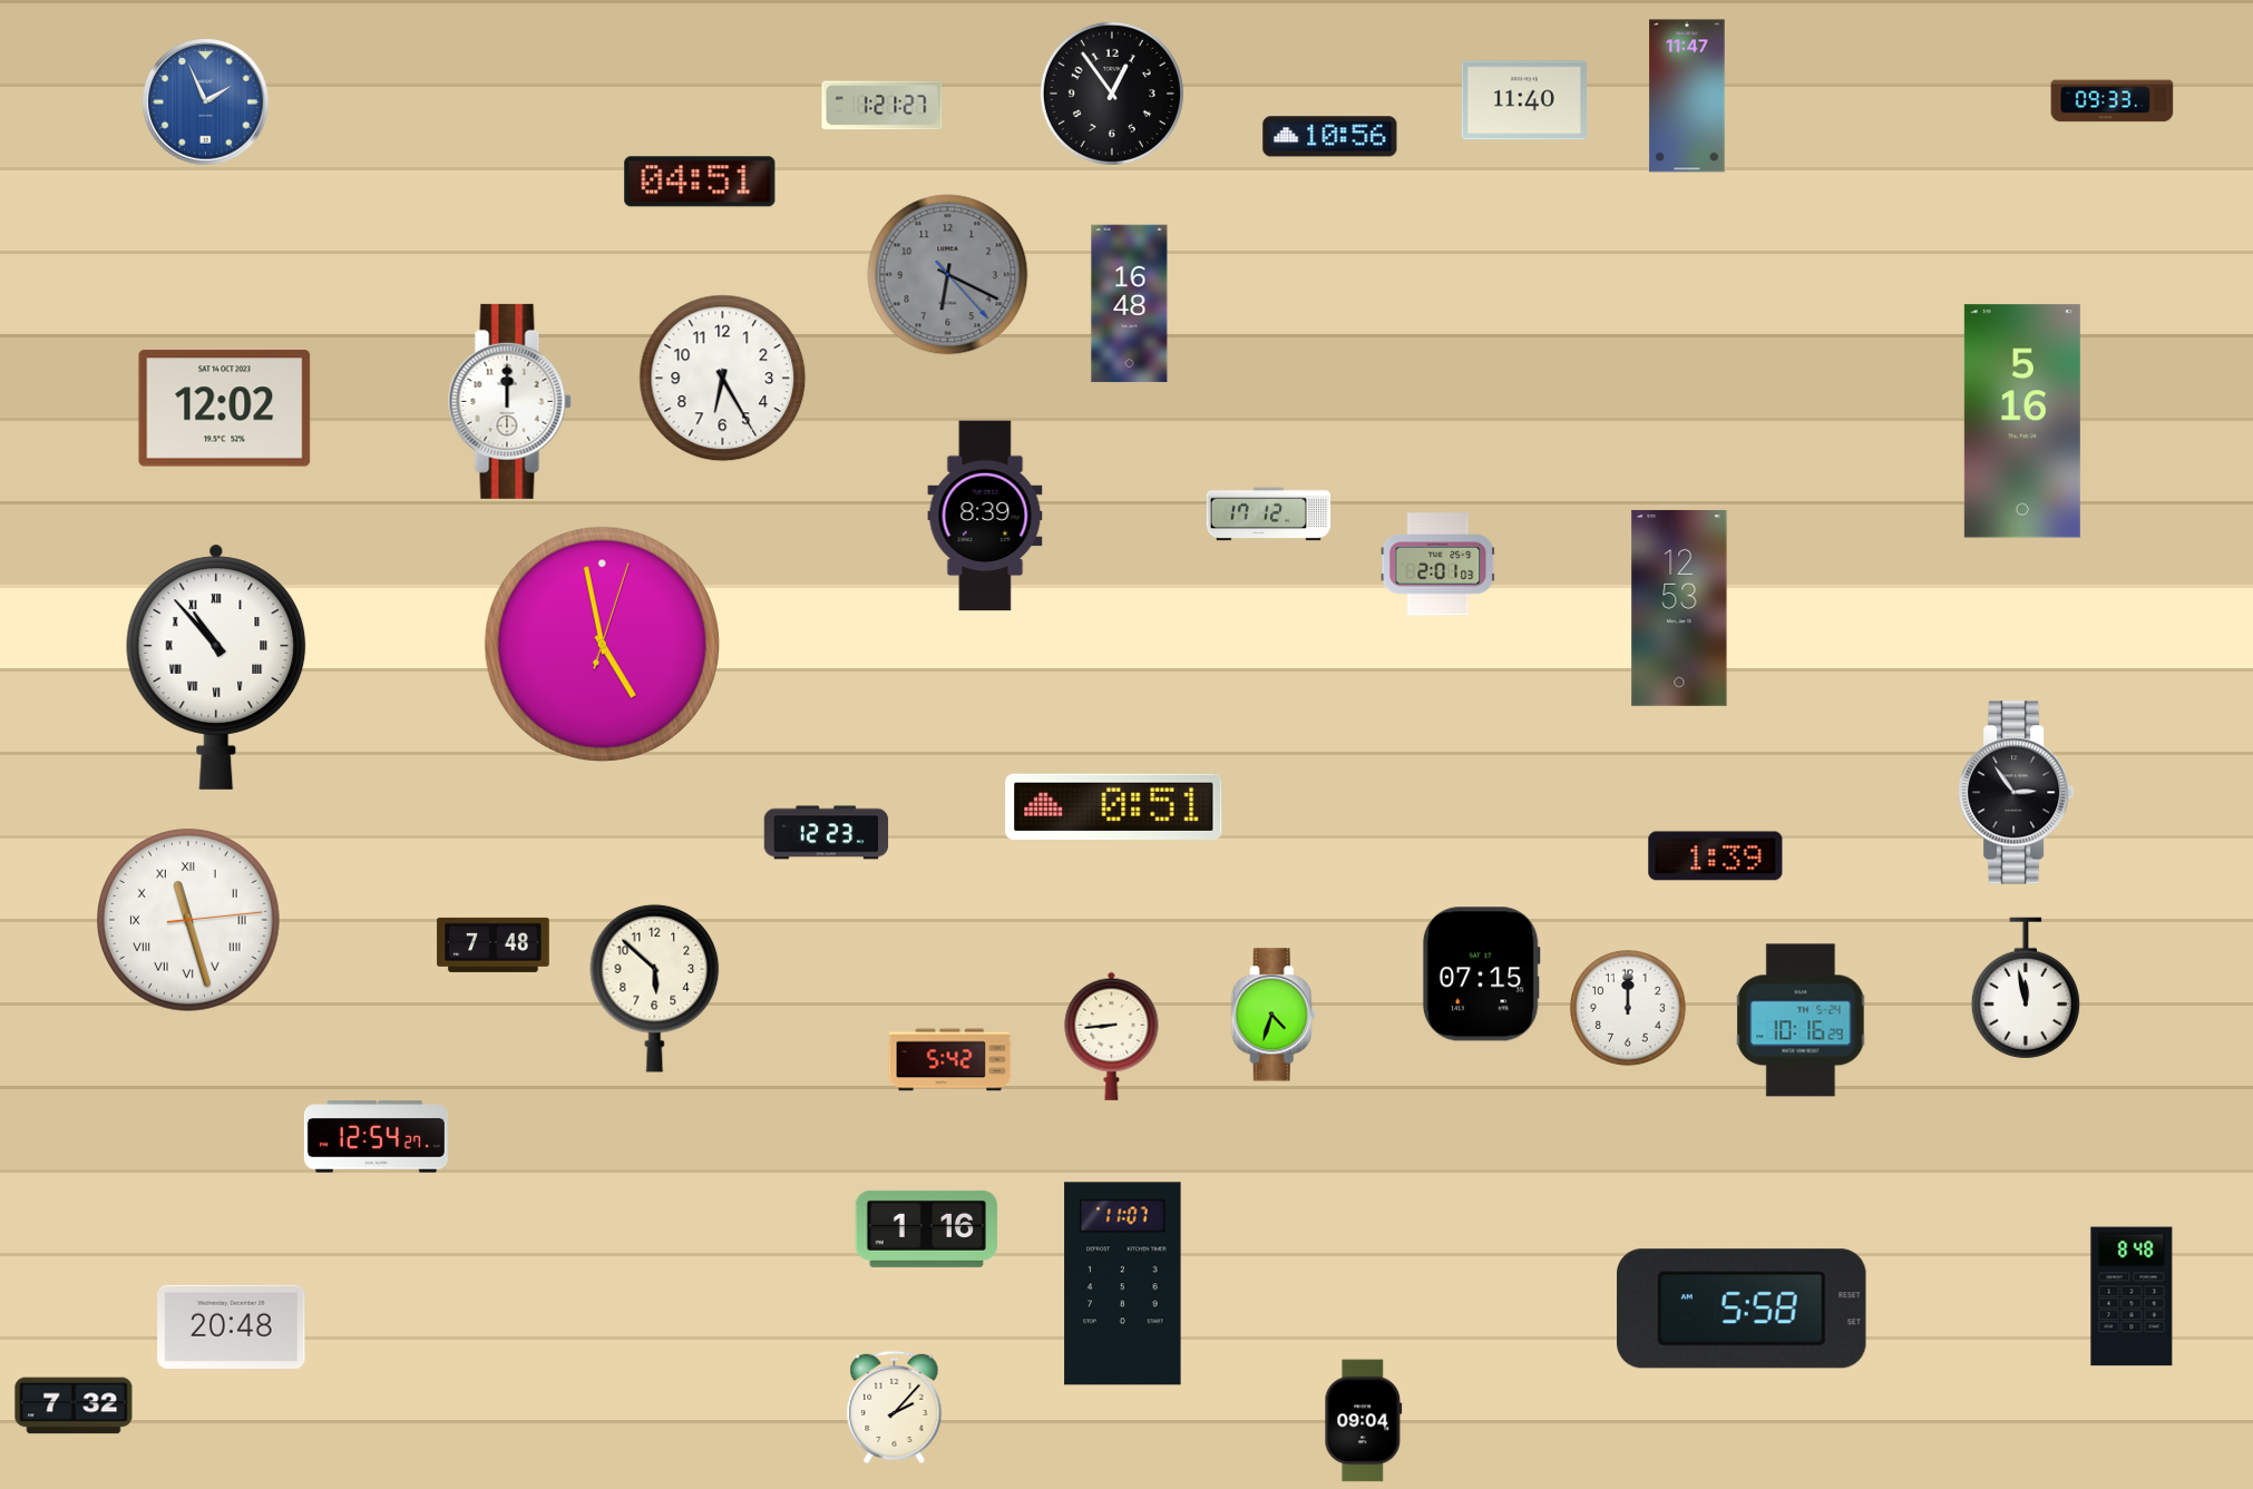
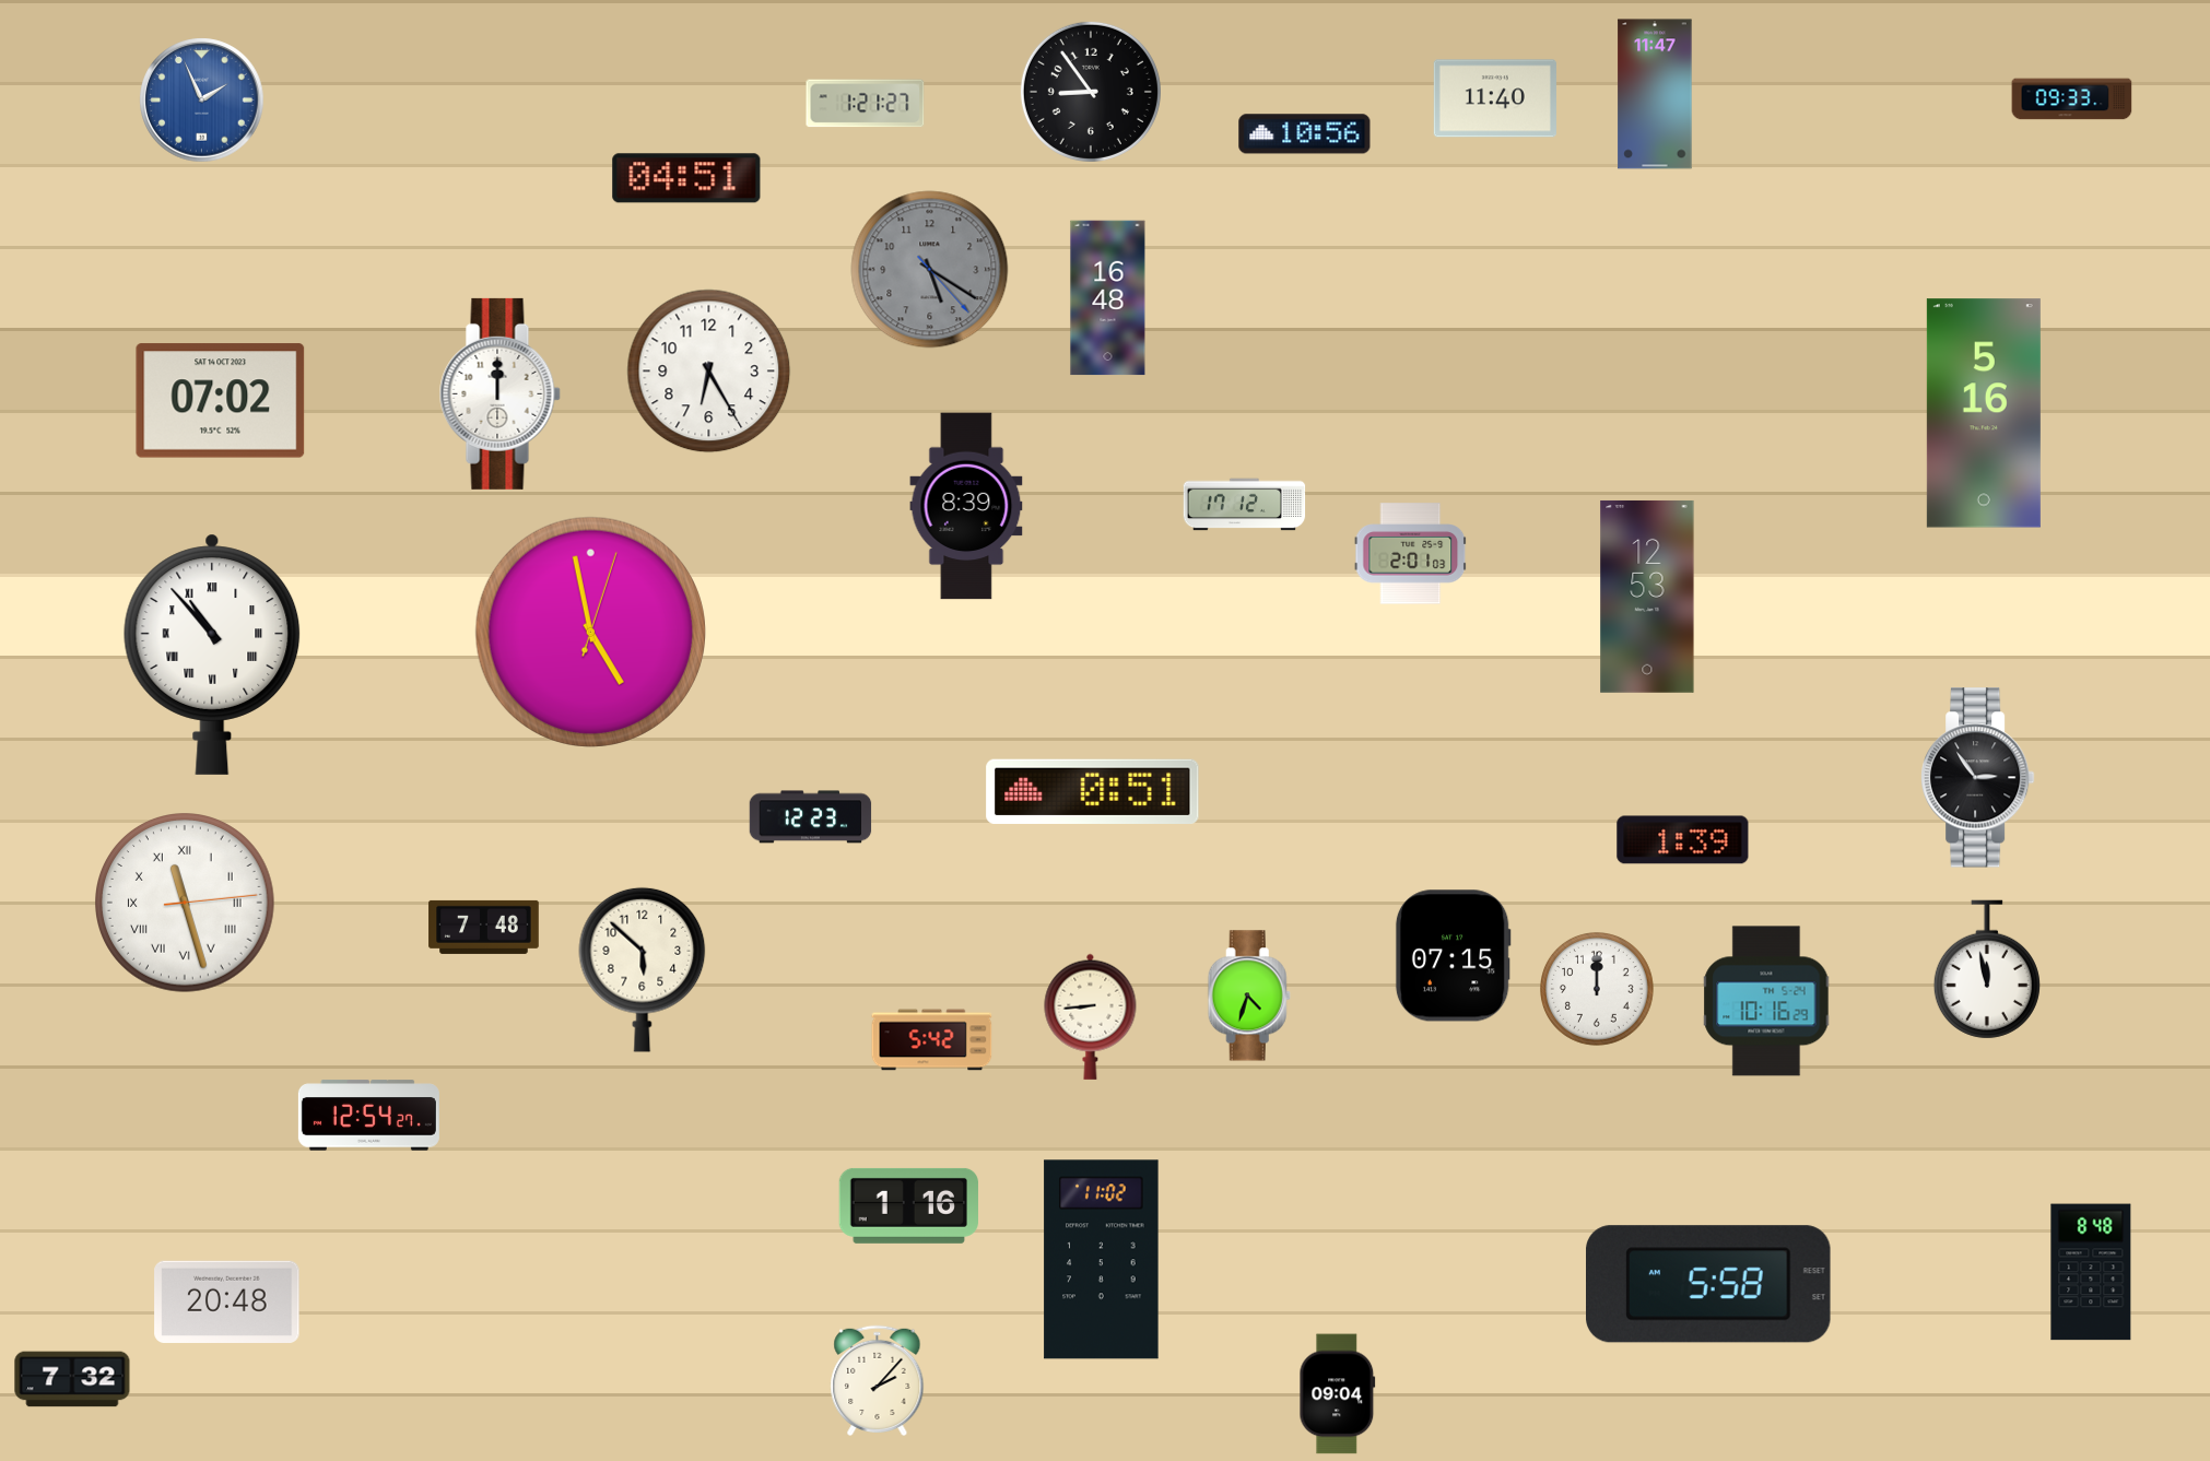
clock at (1112, 94): 12:54 -> 8:54
clock at (948, 275): 6:19 -> 5:20
clock at (225, 409): 12:02 -> 07:02
clock at (1123, 1284): 11:07 -> 11:02
